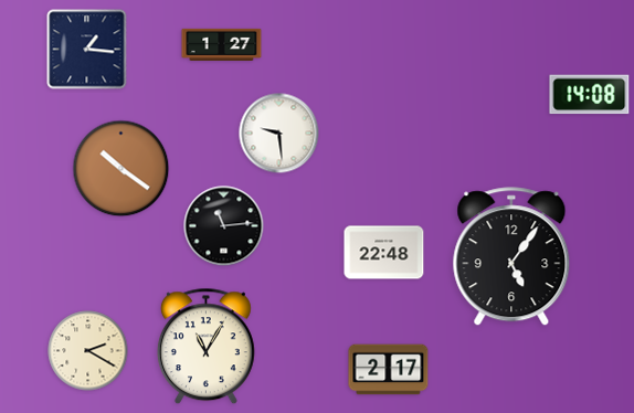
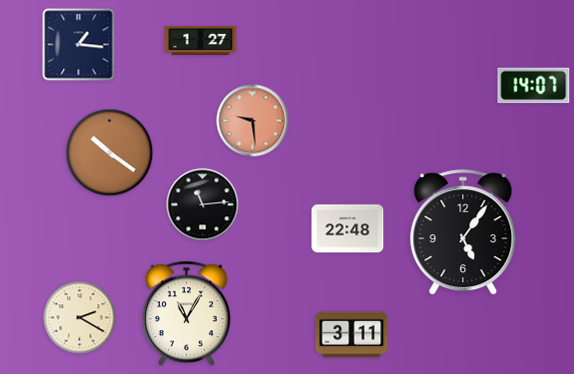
clock at (590, 95): 14:08 -> 14:07
clock at (279, 134) dial: white -> salmon
clock at (389, 370): 2:17 -> 3:11
